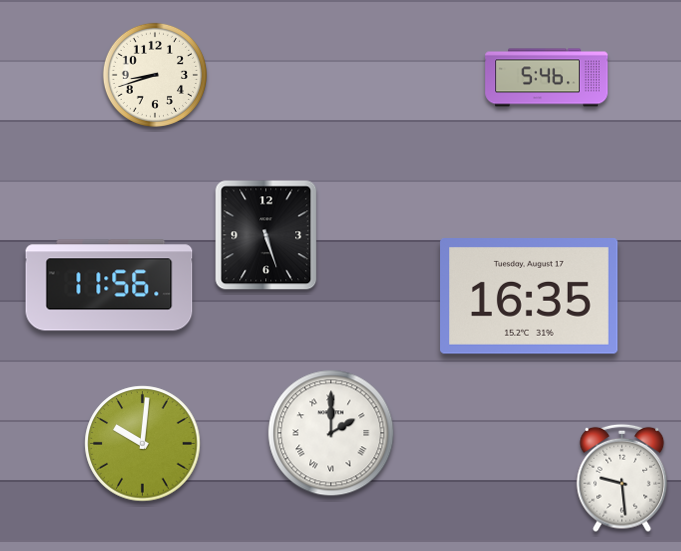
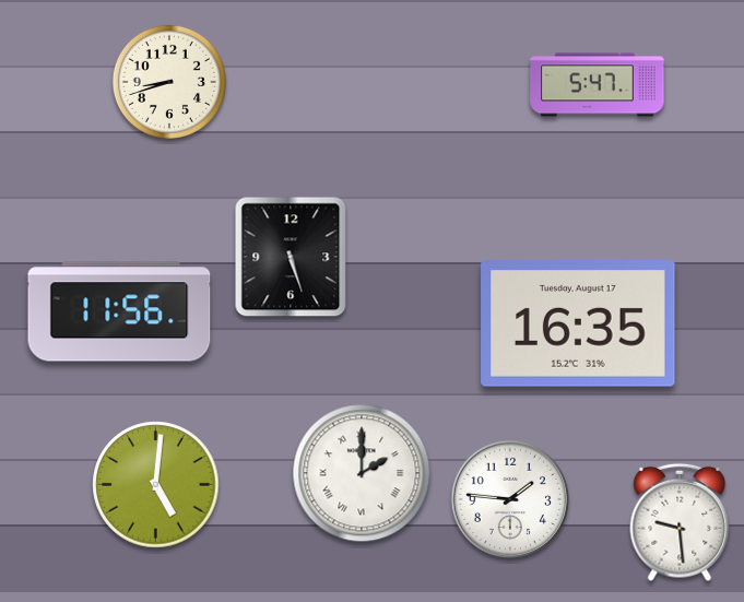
clock at (547, 78): 5:46 -> 5:47
clock at (143, 444): 10:01 -> 5:01
clock at (510, 499): none -> 1:46
